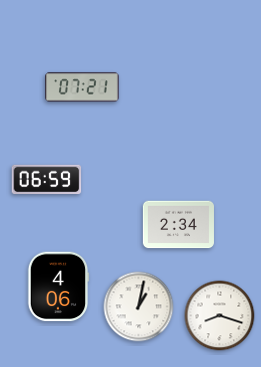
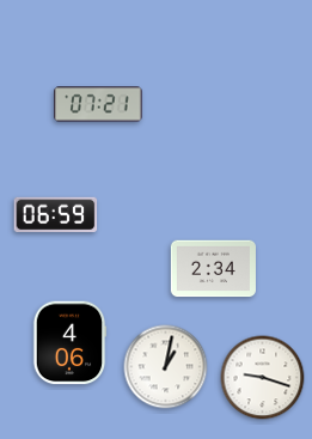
clock at (220, 316): 8:18 -> 9:18
